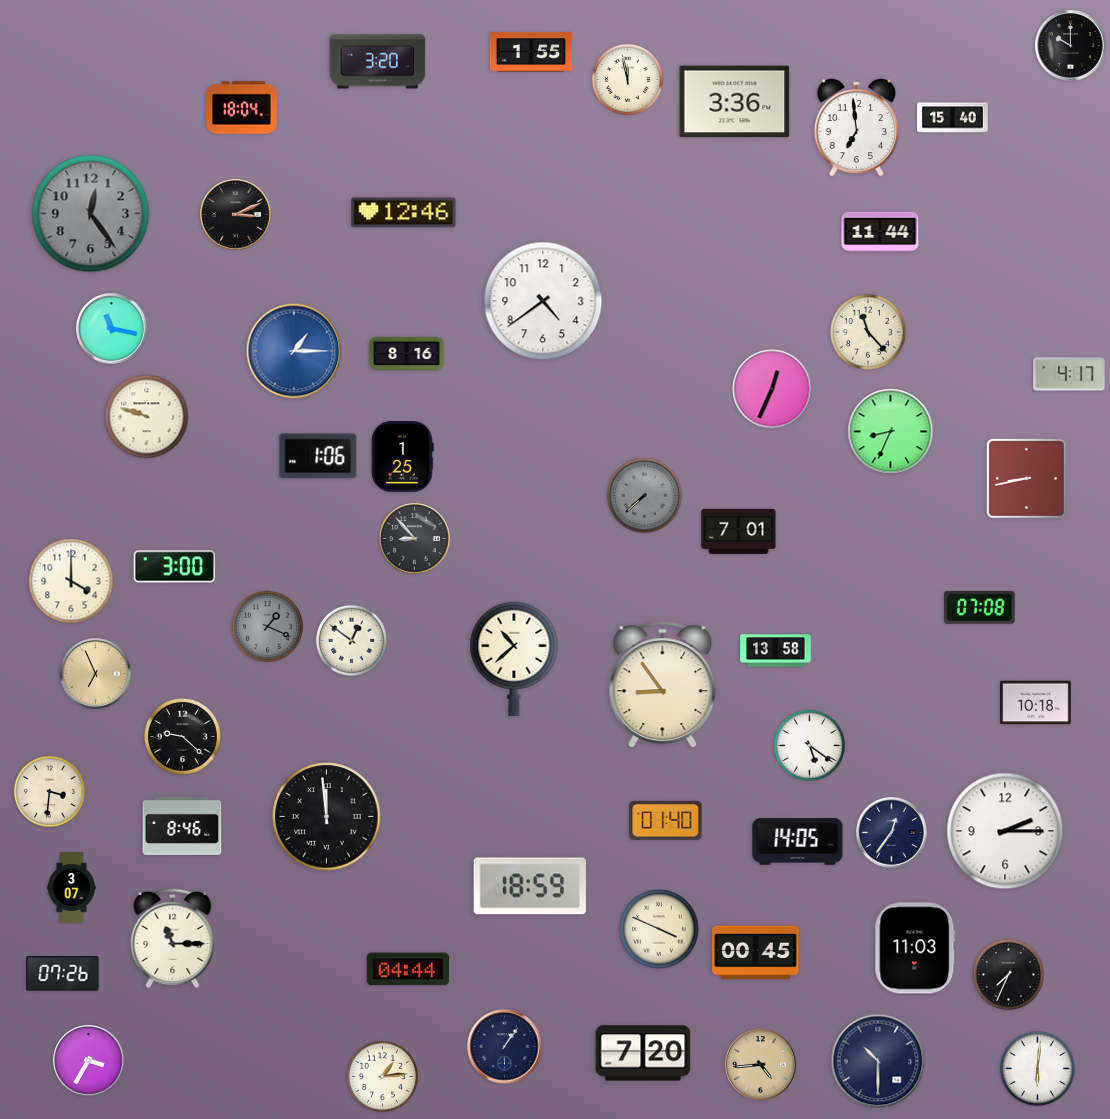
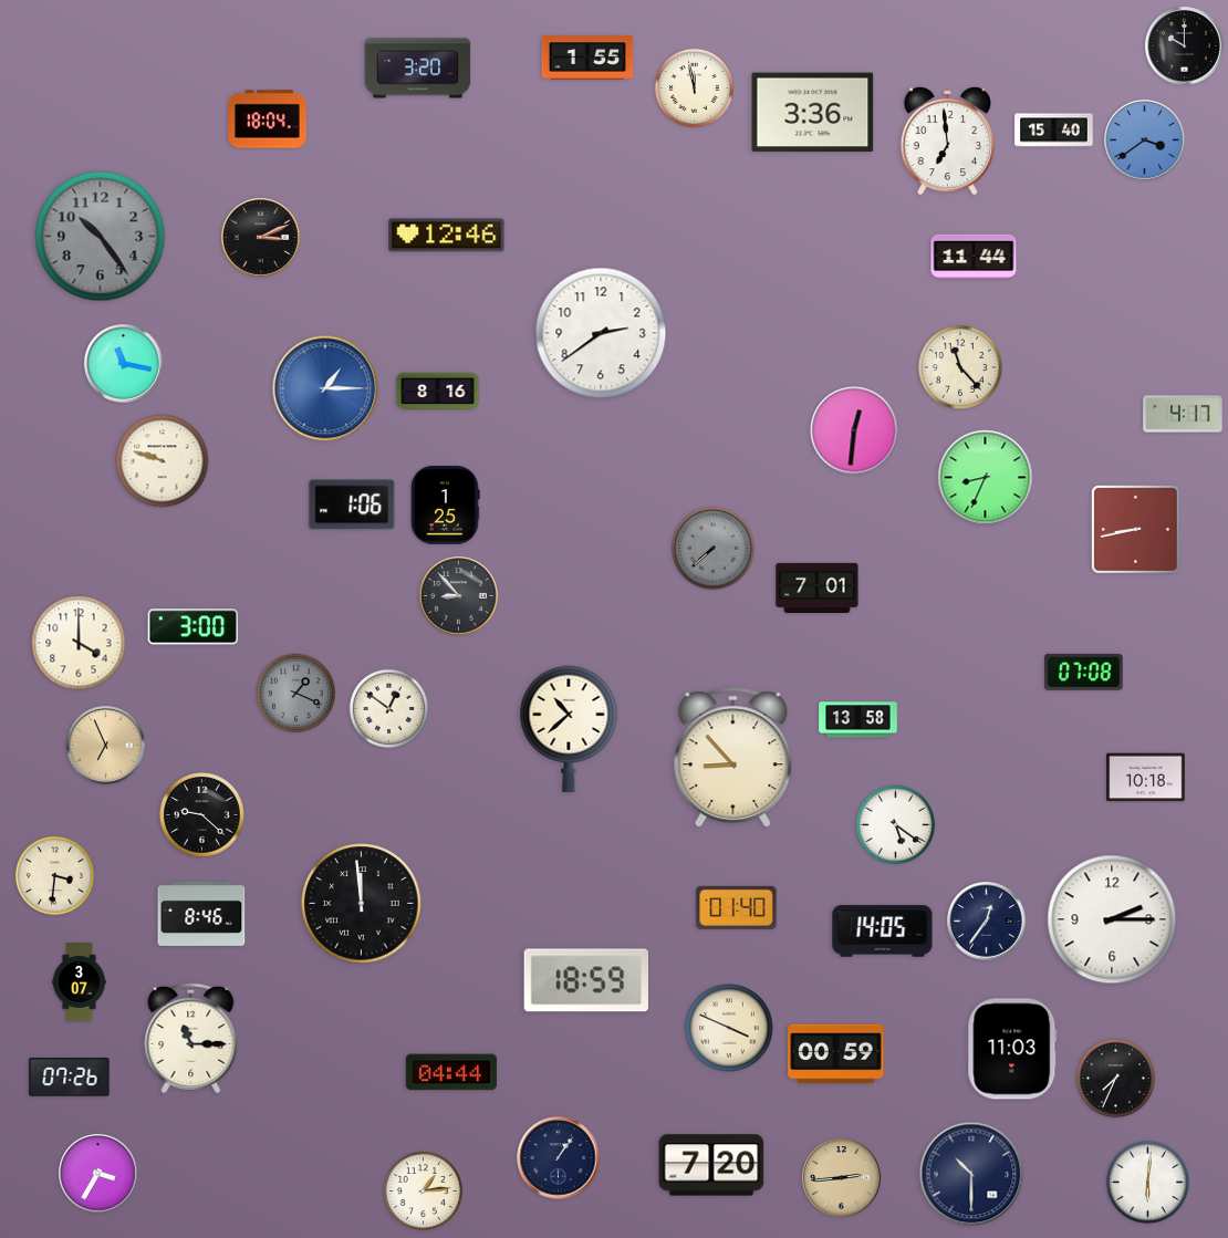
clock at (1071, 46) position: (1071, 46) -> (1185, 46)
clock at (1145, 141): none -> 3:39
clock at (91, 214): 12:24 -> 10:24
clock at (543, 301): 4:39 -> 2:39
clock at (407, 354) position: (407, 354) -> (438, 392)
clock at (772, 389): 12:34 -> 12:31
clock at (663, 685): 8:54 -> 8:53
clock at (756, 953): 00:45 -> 00:59
clock at (761, 1065): 4:44 -> 2:44
